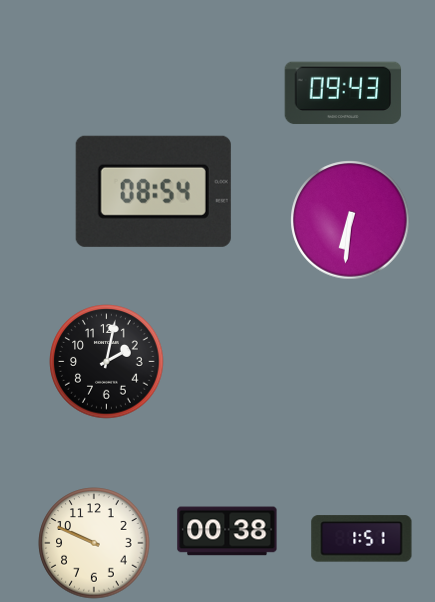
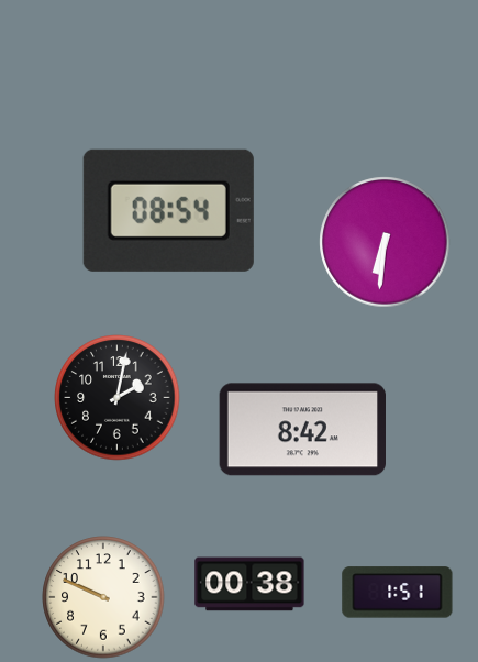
clock at (343, 93): 09:43 -> none
clock at (302, 430): none -> 8:42
